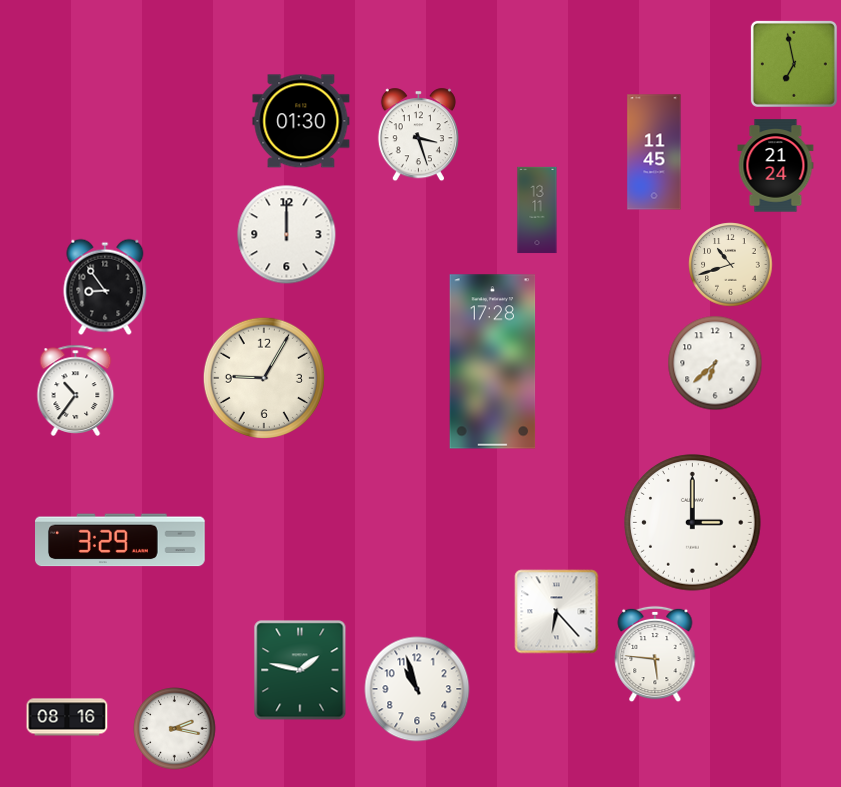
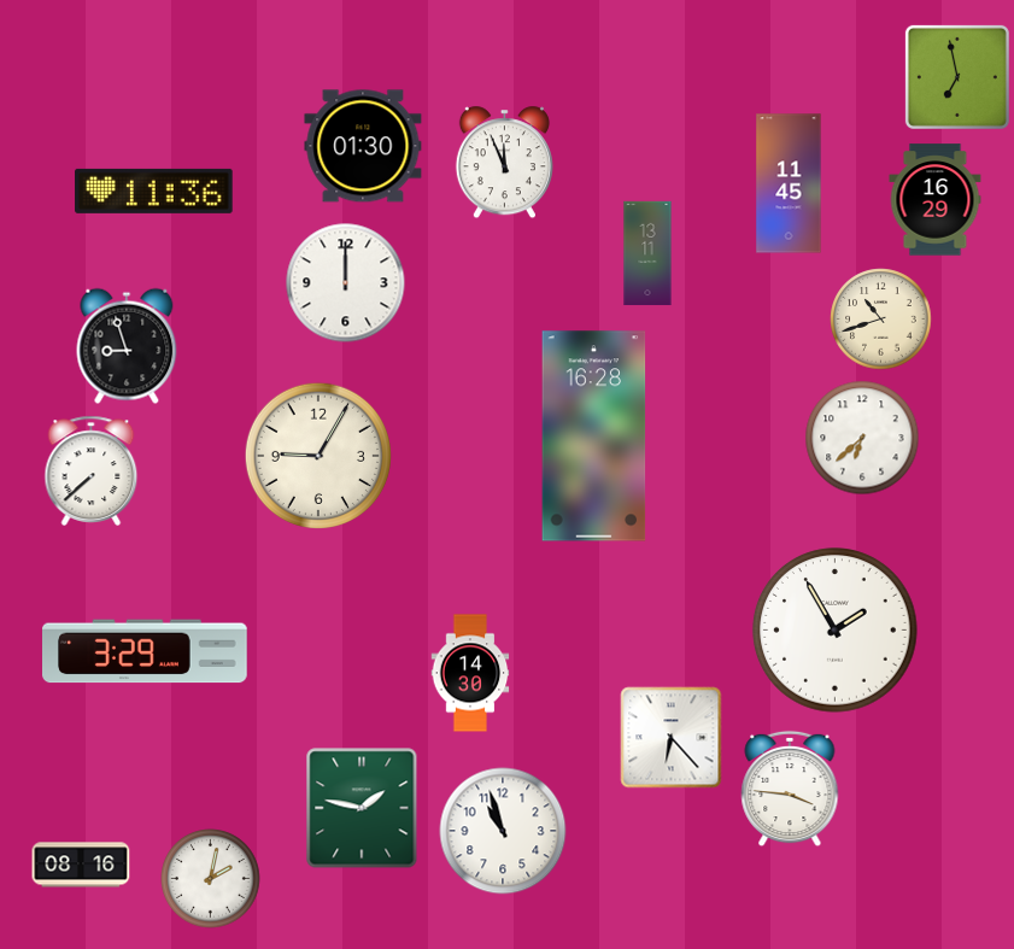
clock at (418, 135): 3:27 -> 11:56
clock at (154, 191): none -> 11:36
clock at (776, 166): 21:24 -> 16:29
clock at (105, 287): 8:54 -> 8:57
clock at (493, 362): 17:28 -> 16:28
clock at (76, 390): 10:36 -> 7:38
clock at (693, 523): 3:00 -> 1:55
clock at (470, 673): none -> 14:30
clock at (655, 654): 5:46 -> 3:46
clock at (175, 729): 2:17 -> 2:02
